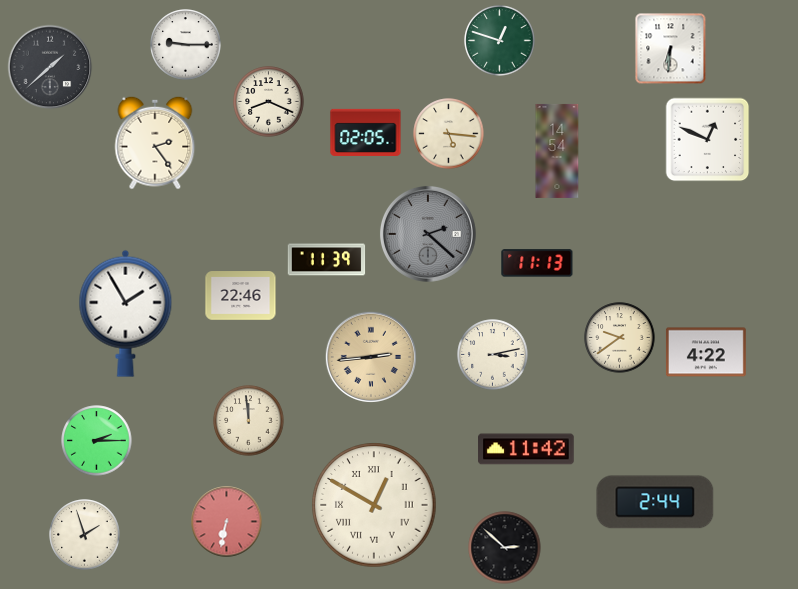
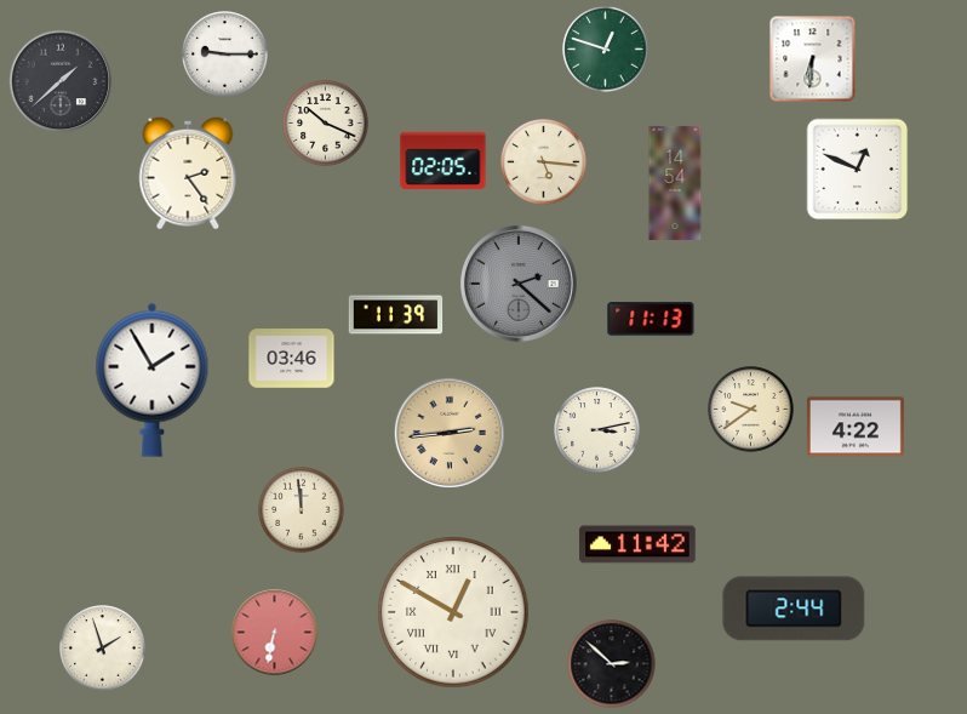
clock at (269, 102): 8:19 -> 10:19
clock at (241, 296): 22:46 -> 03:46
clock at (97, 441): 2:15 -> none
